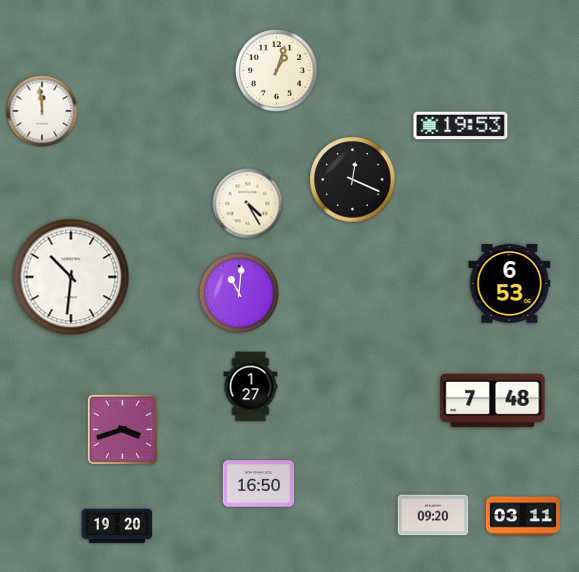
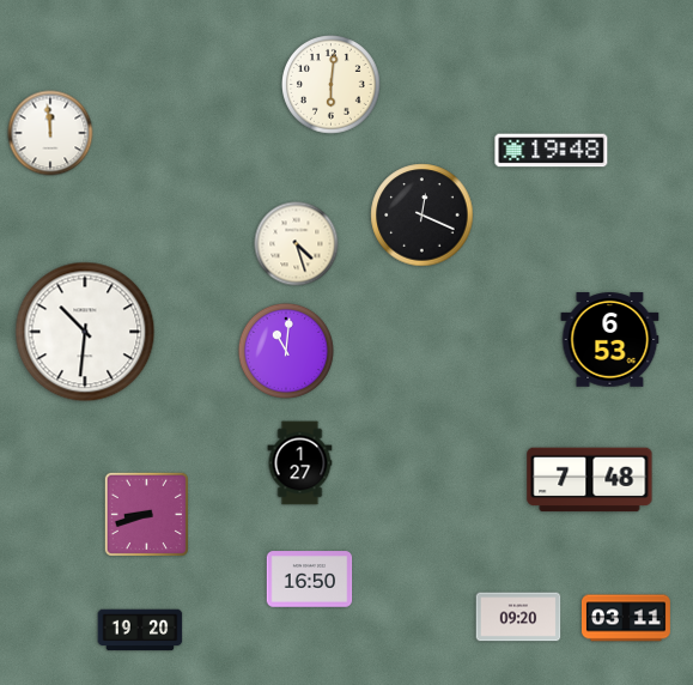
clock at (277, 71): 1:03 -> 6:01
clock at (461, 126): 19:53 -> 19:48
clock at (248, 204): 4:25 -> 4:27
clock at (122, 429): 3:42 -> 8:42
